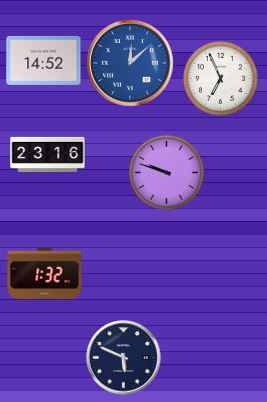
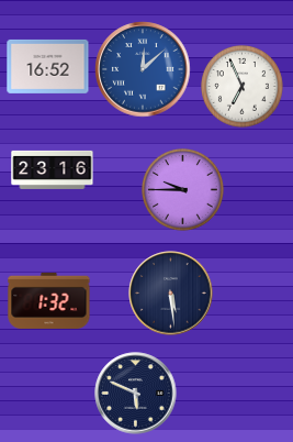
clock at (44, 60): 14:52 -> 16:52
clock at (166, 172): 9:48 -> 9:45
clock at (171, 294): none -> 5:29
